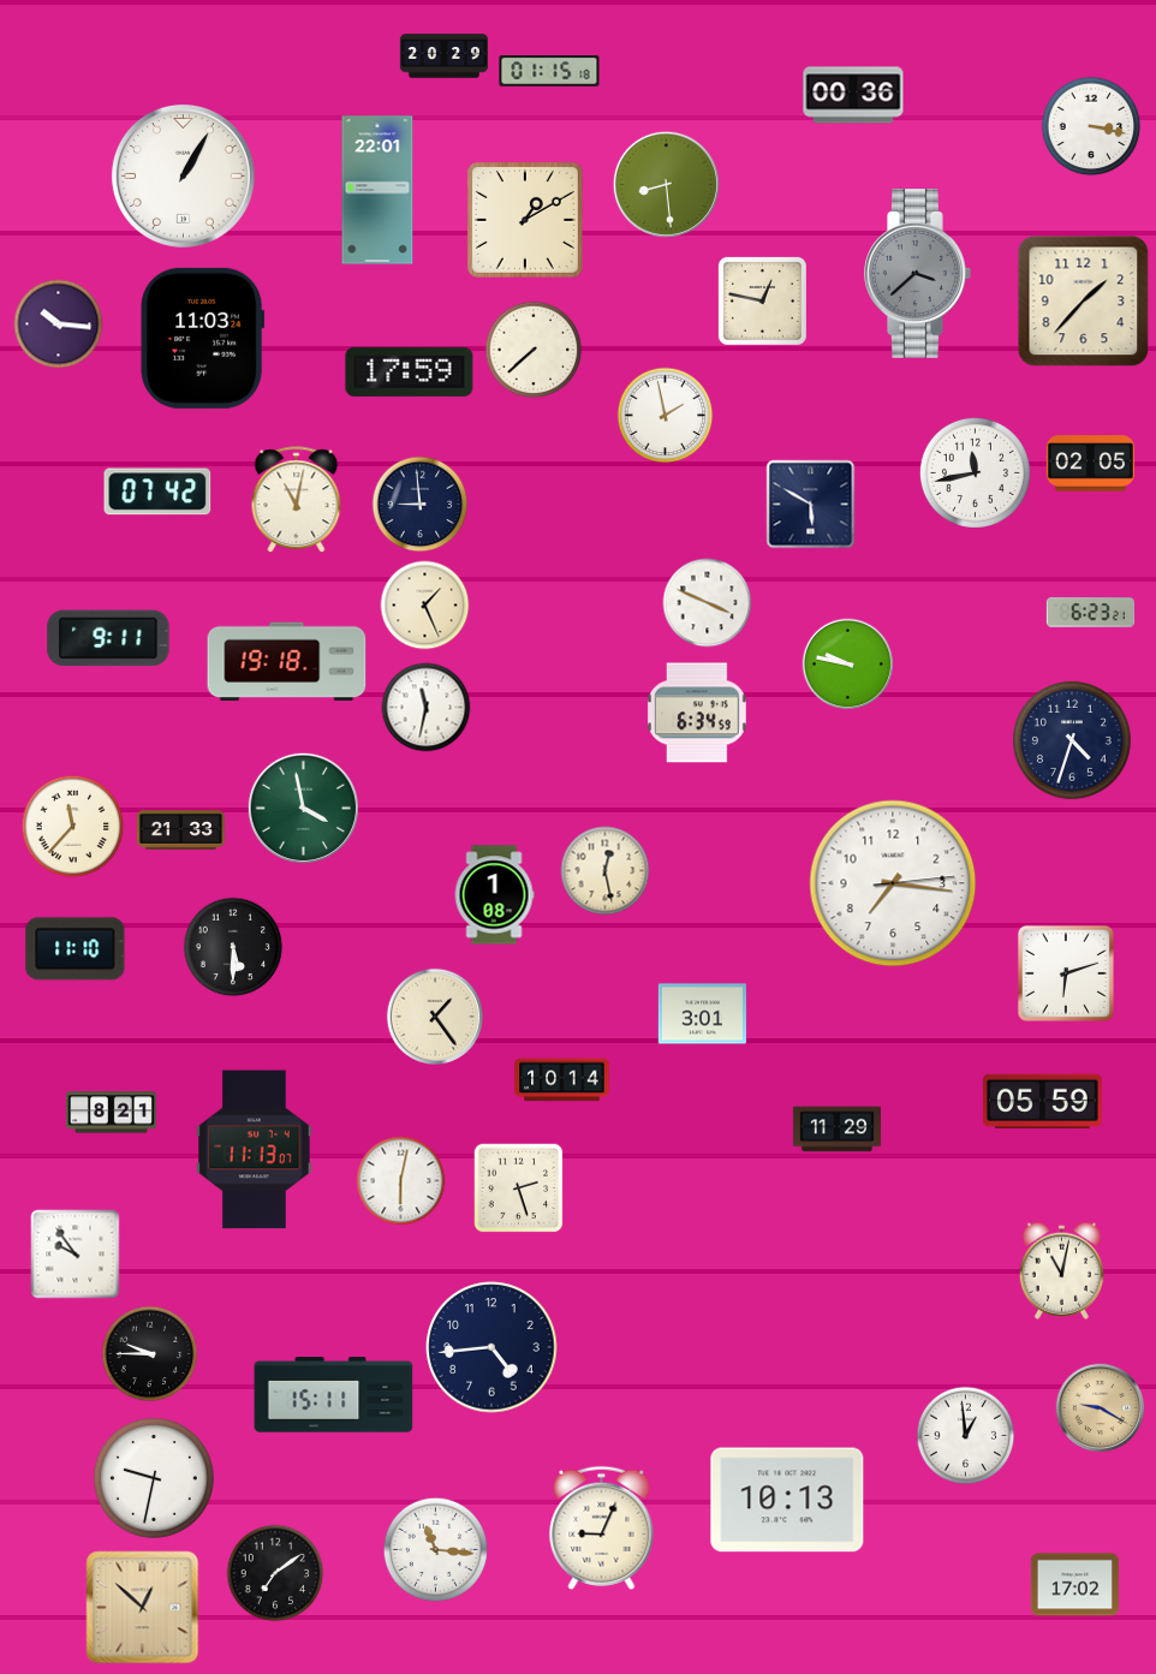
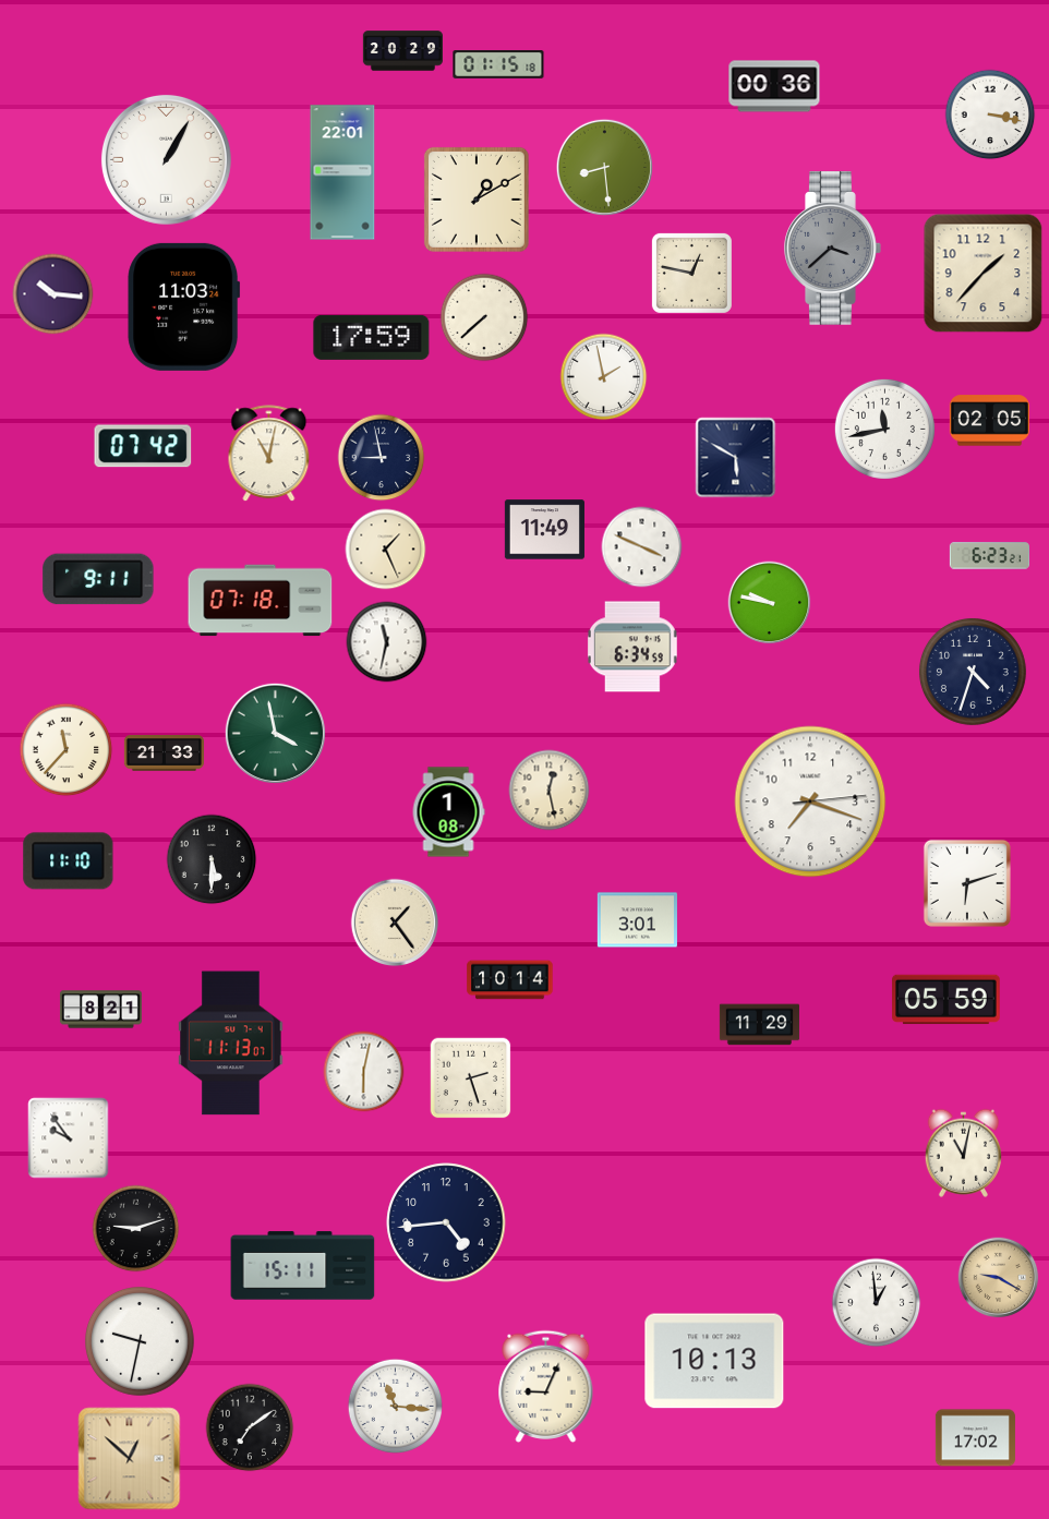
clock at (421, 505): 8:59 -> 8:58
clock at (544, 530): none -> 11:49
clock at (287, 662): 19:18 -> 07:18
clock at (893, 883): 7:16 -> 7:18
clock at (150, 1354): 9:45 -> 9:12
